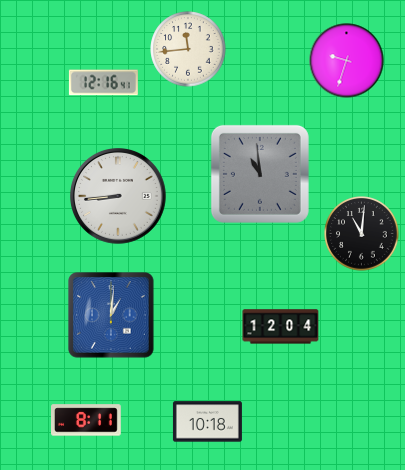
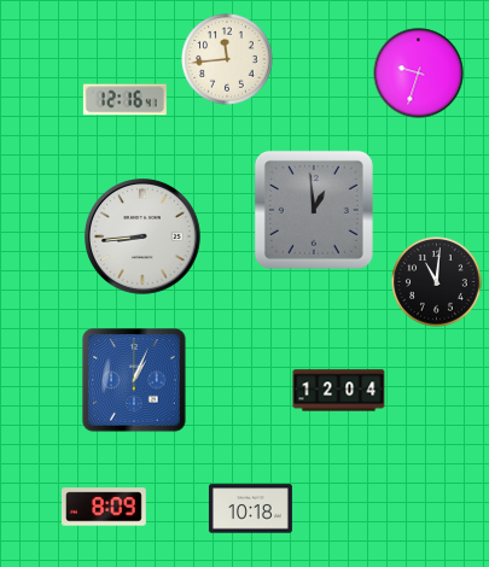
clock at (260, 174): 10:59 -> 12:59
clock at (111, 315): 1:01 -> 1:04
clock at (281, 327) position: (281, 327) -> (339, 391)
clock at (87, 420): 8:11 -> 8:09
